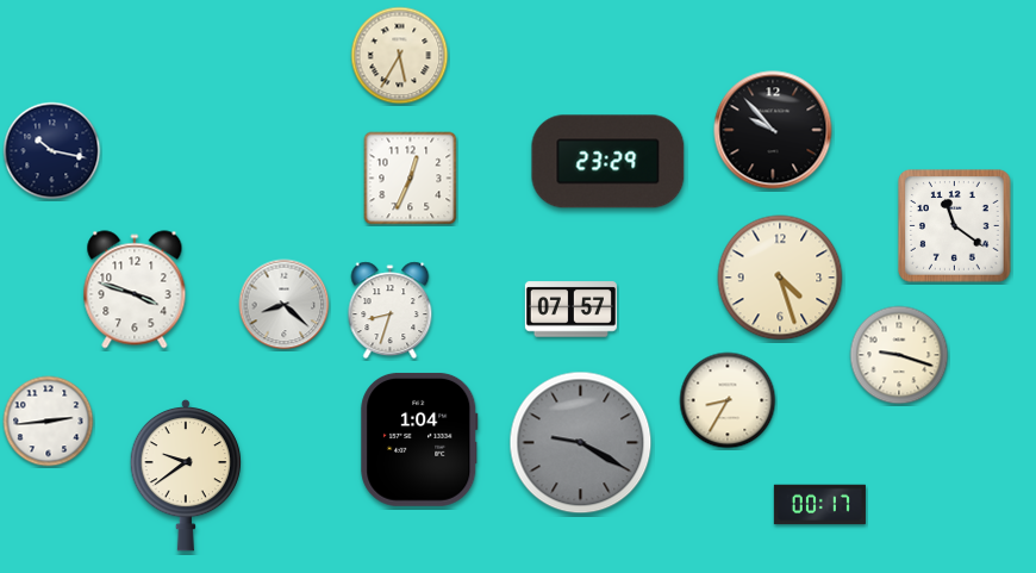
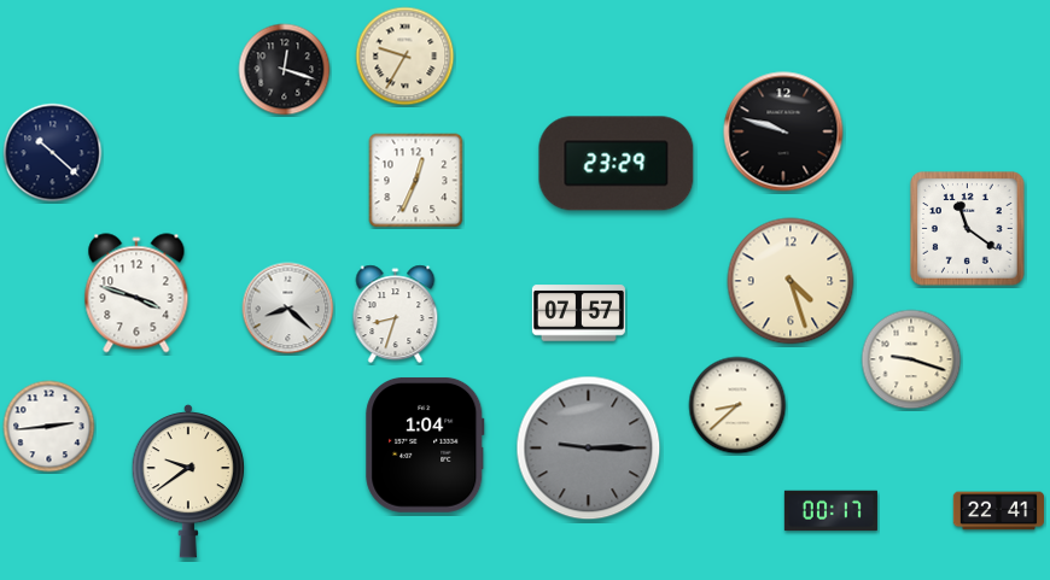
clock at (400, 56): 5:35 -> 9:35
clock at (285, 70): none -> 12:18
clock at (773, 130): 9:53 -> 9:48
clock at (52, 151): 10:17 -> 10:22
clock at (728, 400): 8:35 -> 8:38
clock at (581, 443): 9:20 -> 9:15
clock at (998, 511): none -> 22:41
